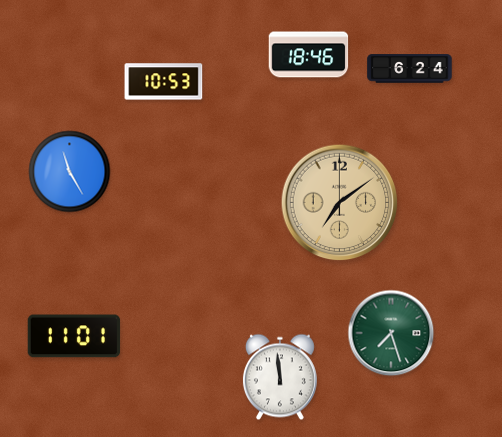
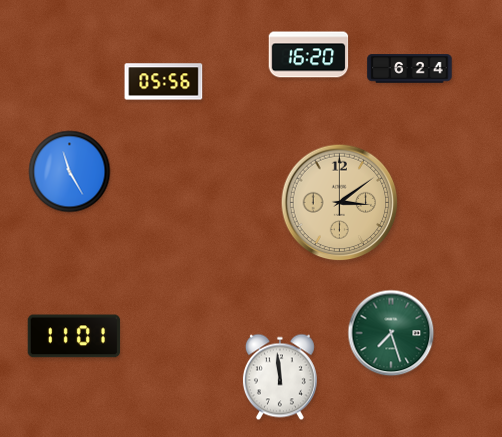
clock at (309, 55): 18:46 -> 16:20
clock at (164, 82): 10:53 -> 05:56
clock at (340, 203): 7:09 -> 3:09
